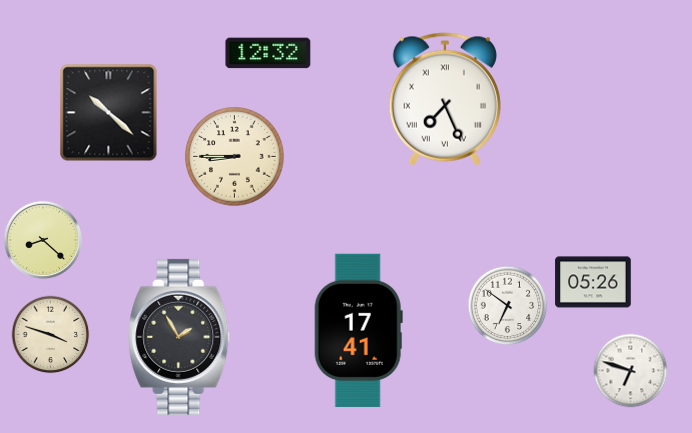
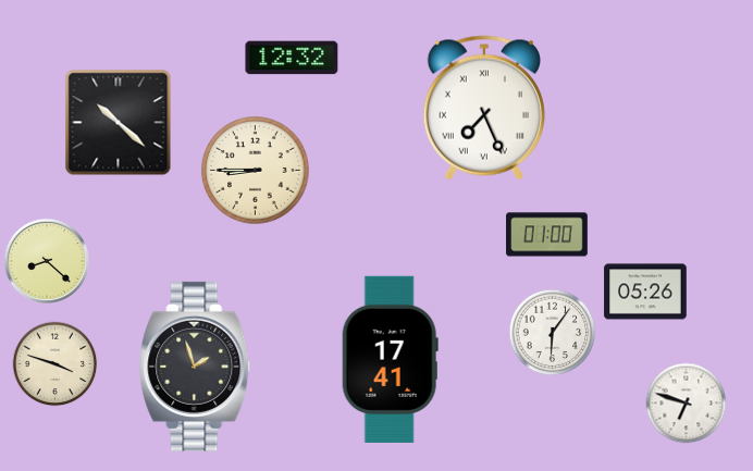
clock at (547, 235): none -> 01:00
clock at (593, 282) position: (593, 282) -> (645, 292)
clock at (508, 306): 6:51 -> 6:06
clock at (180, 337): 1:55 -> 1:57
